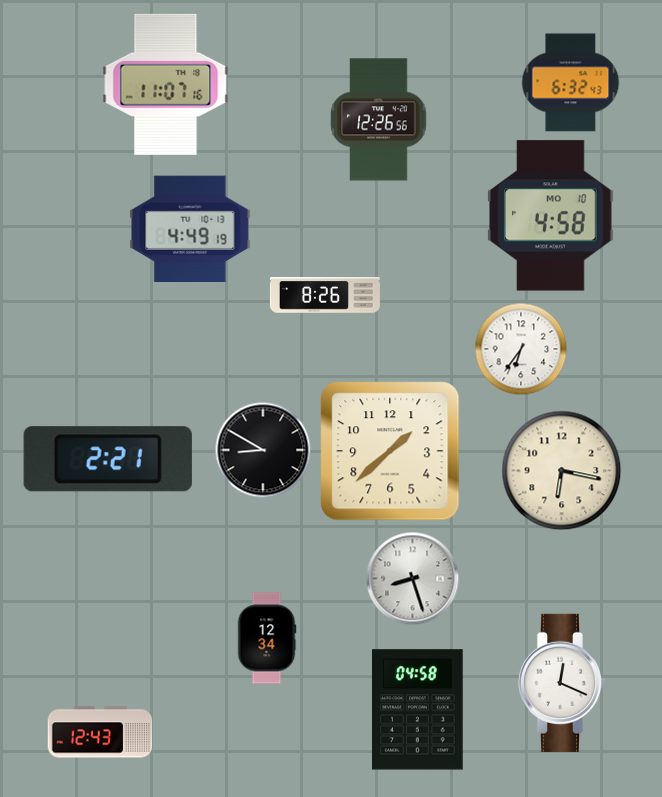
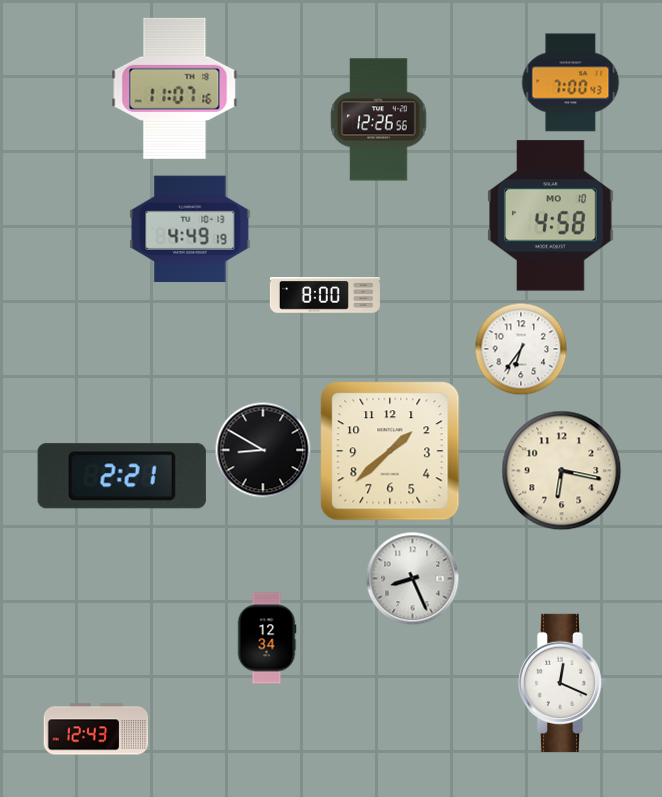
clock at (571, 83): 6:32 -> 7:00
clock at (166, 84) position: (166, 84) -> (175, 88)
clock at (325, 295): 8:26 -> 8:00
clock at (108, 459) position: (108, 459) -> (122, 476)
clock at (413, 579): 8:27 -> 8:26
clock at (418, 710): 04:58 -> none
clock at (100, 732) position: (100, 732) -> (96, 729)
